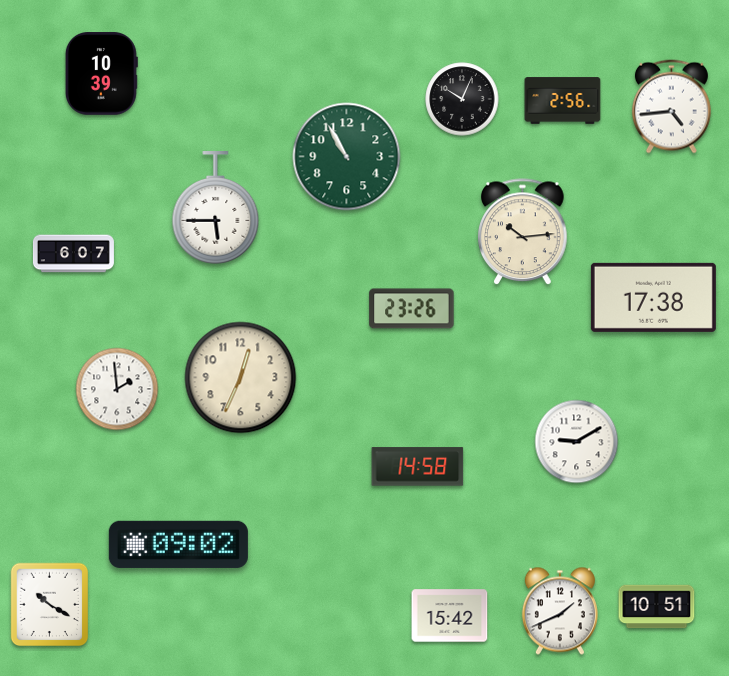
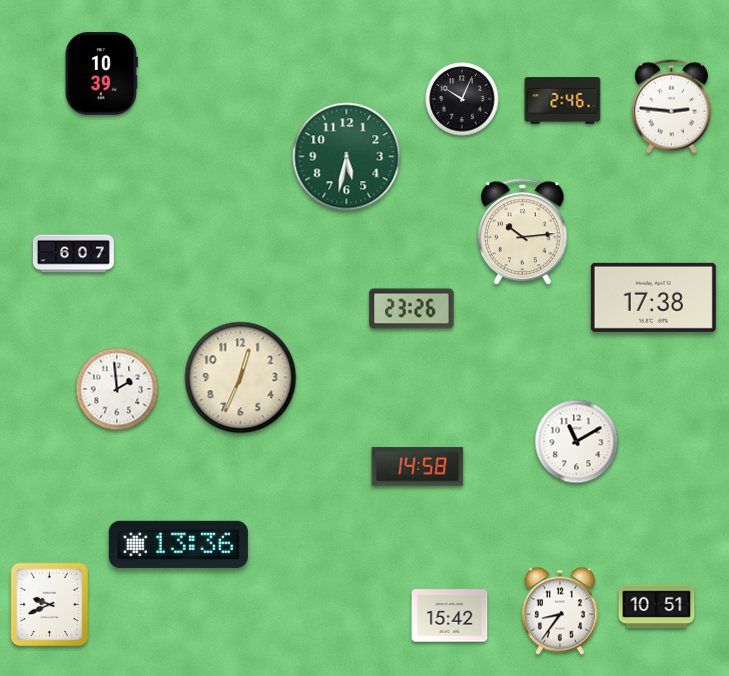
clock at (563, 101): 2:56 -> 2:46
clock at (671, 107): 4:44 -> 2:46
clock at (347, 157): 10:55 -> 5:32
clock at (216, 208): 5:45 -> none
clock at (577, 442): 9:10 -> 11:10
clock at (178, 544): 09:02 -> 13:36
clock at (50, 605): 10:20 -> 9:41
clock at (560, 611): 1:41 -> 8:36
